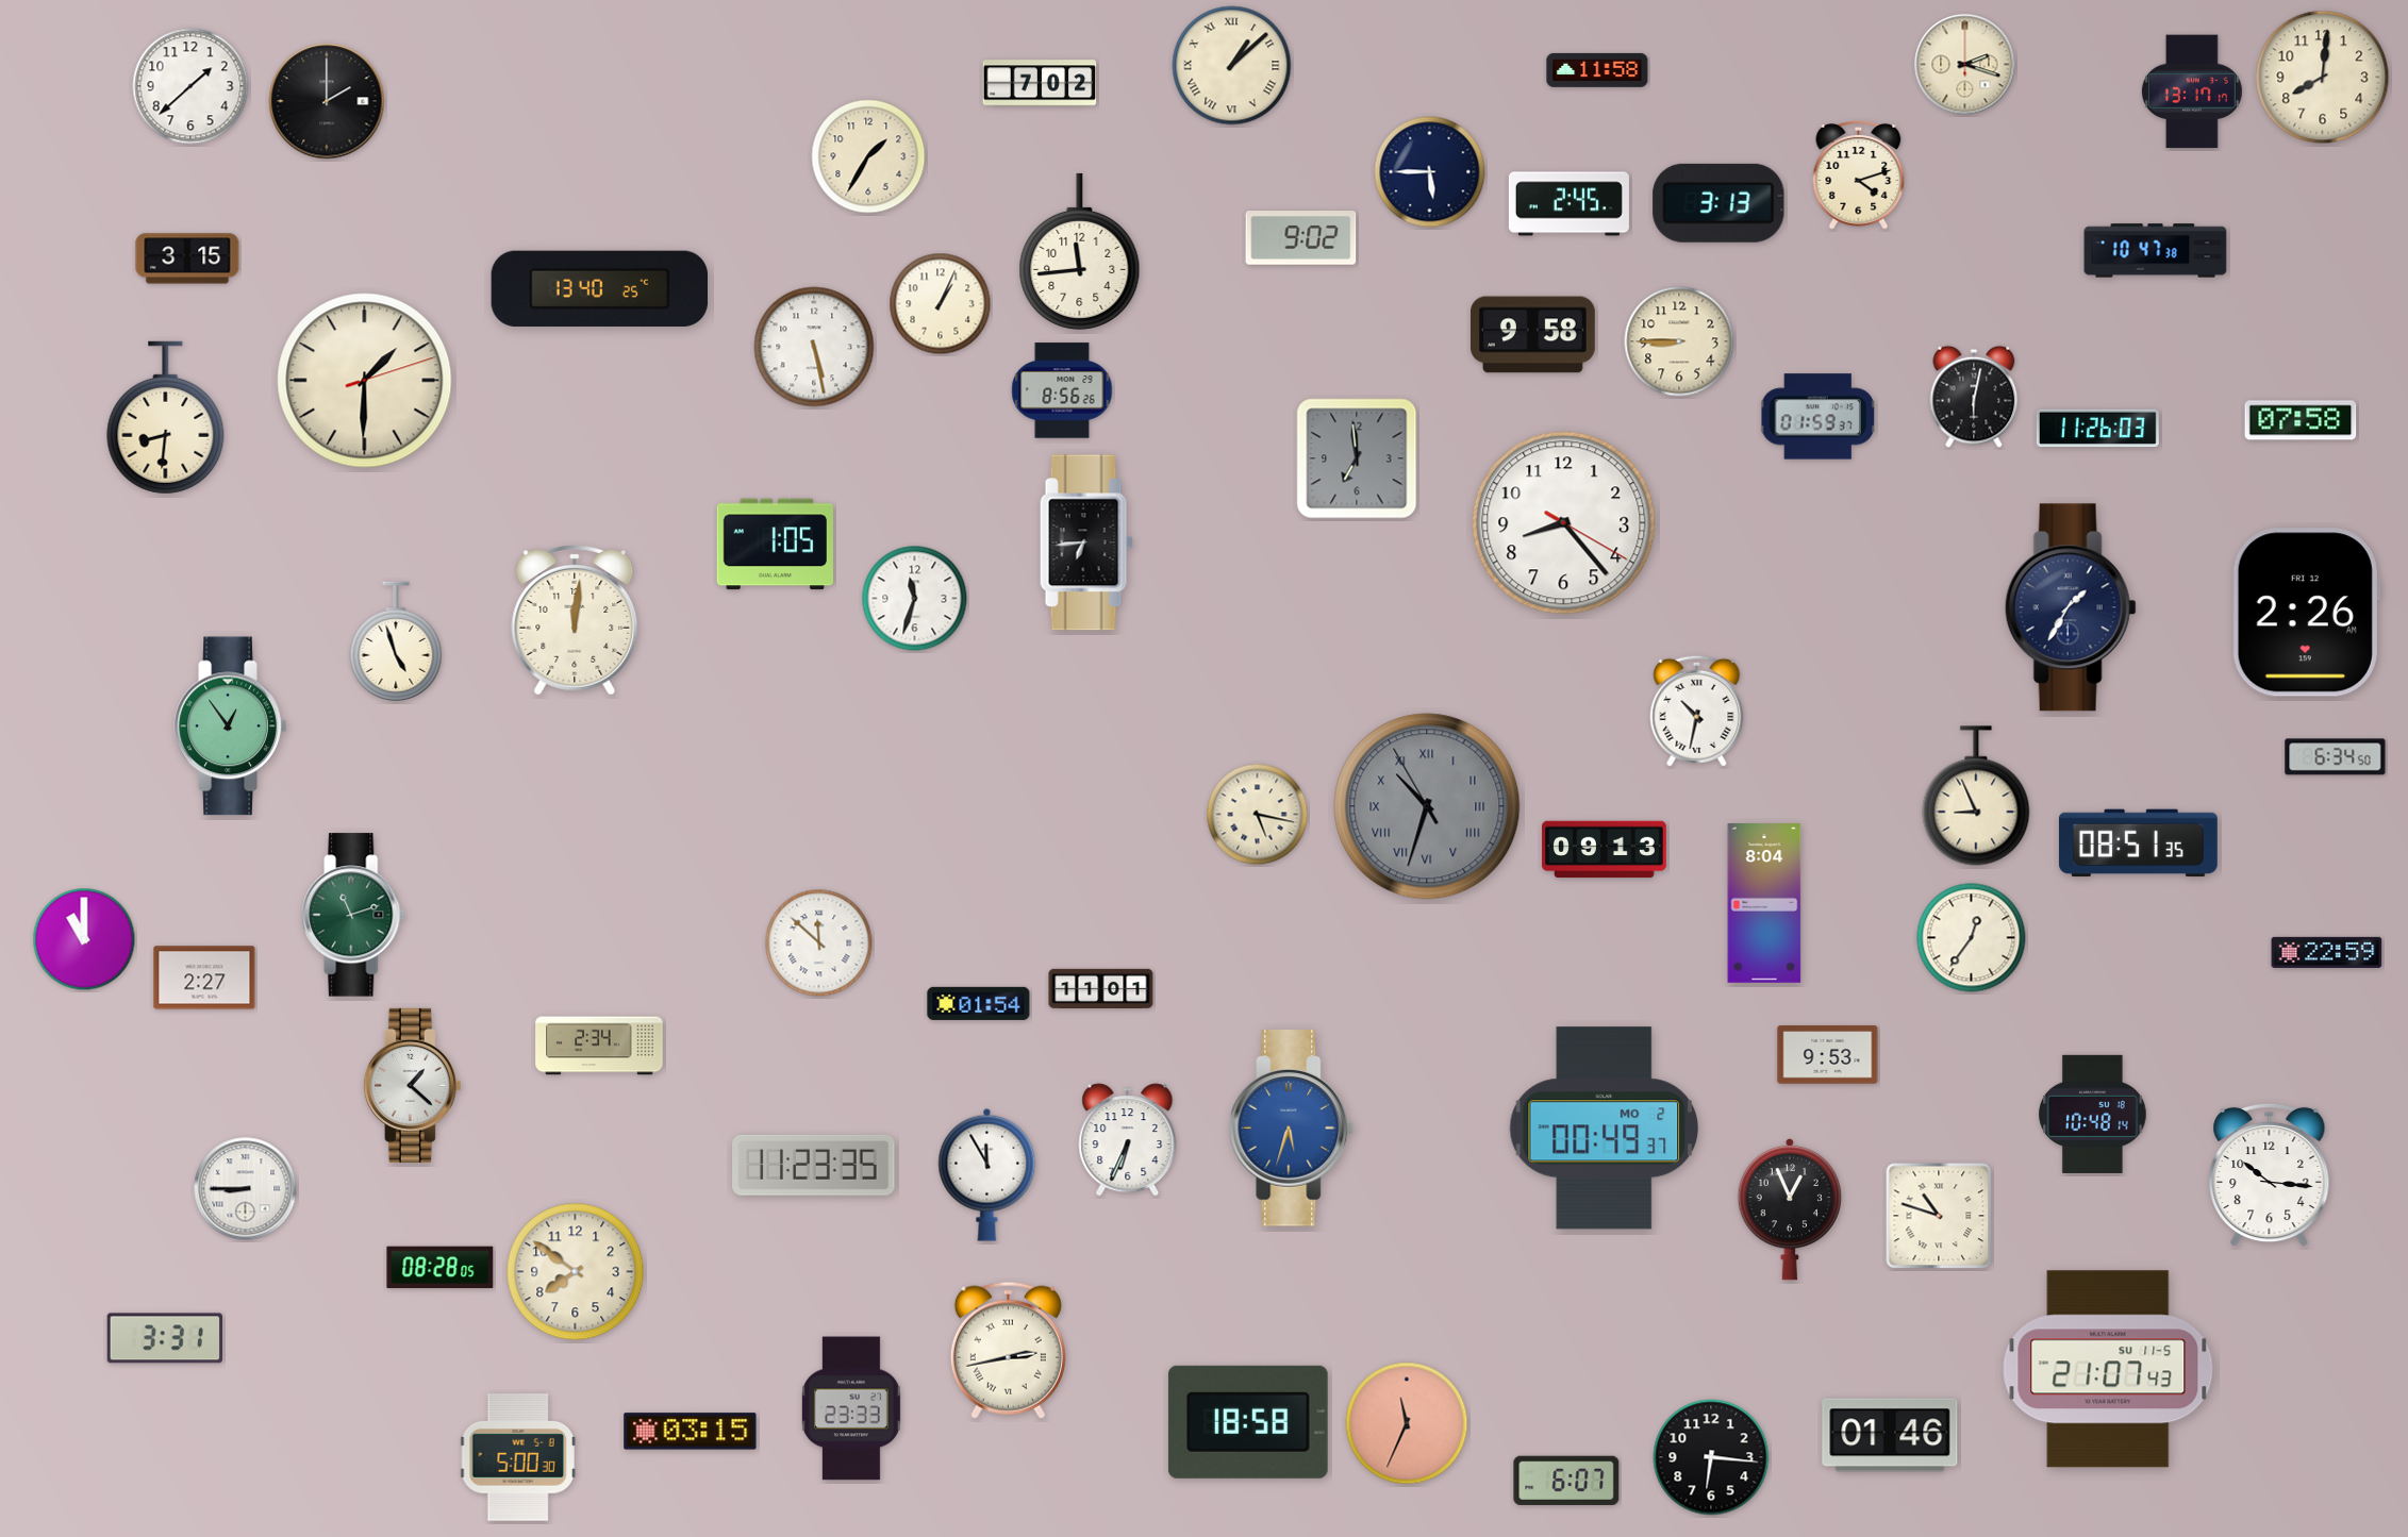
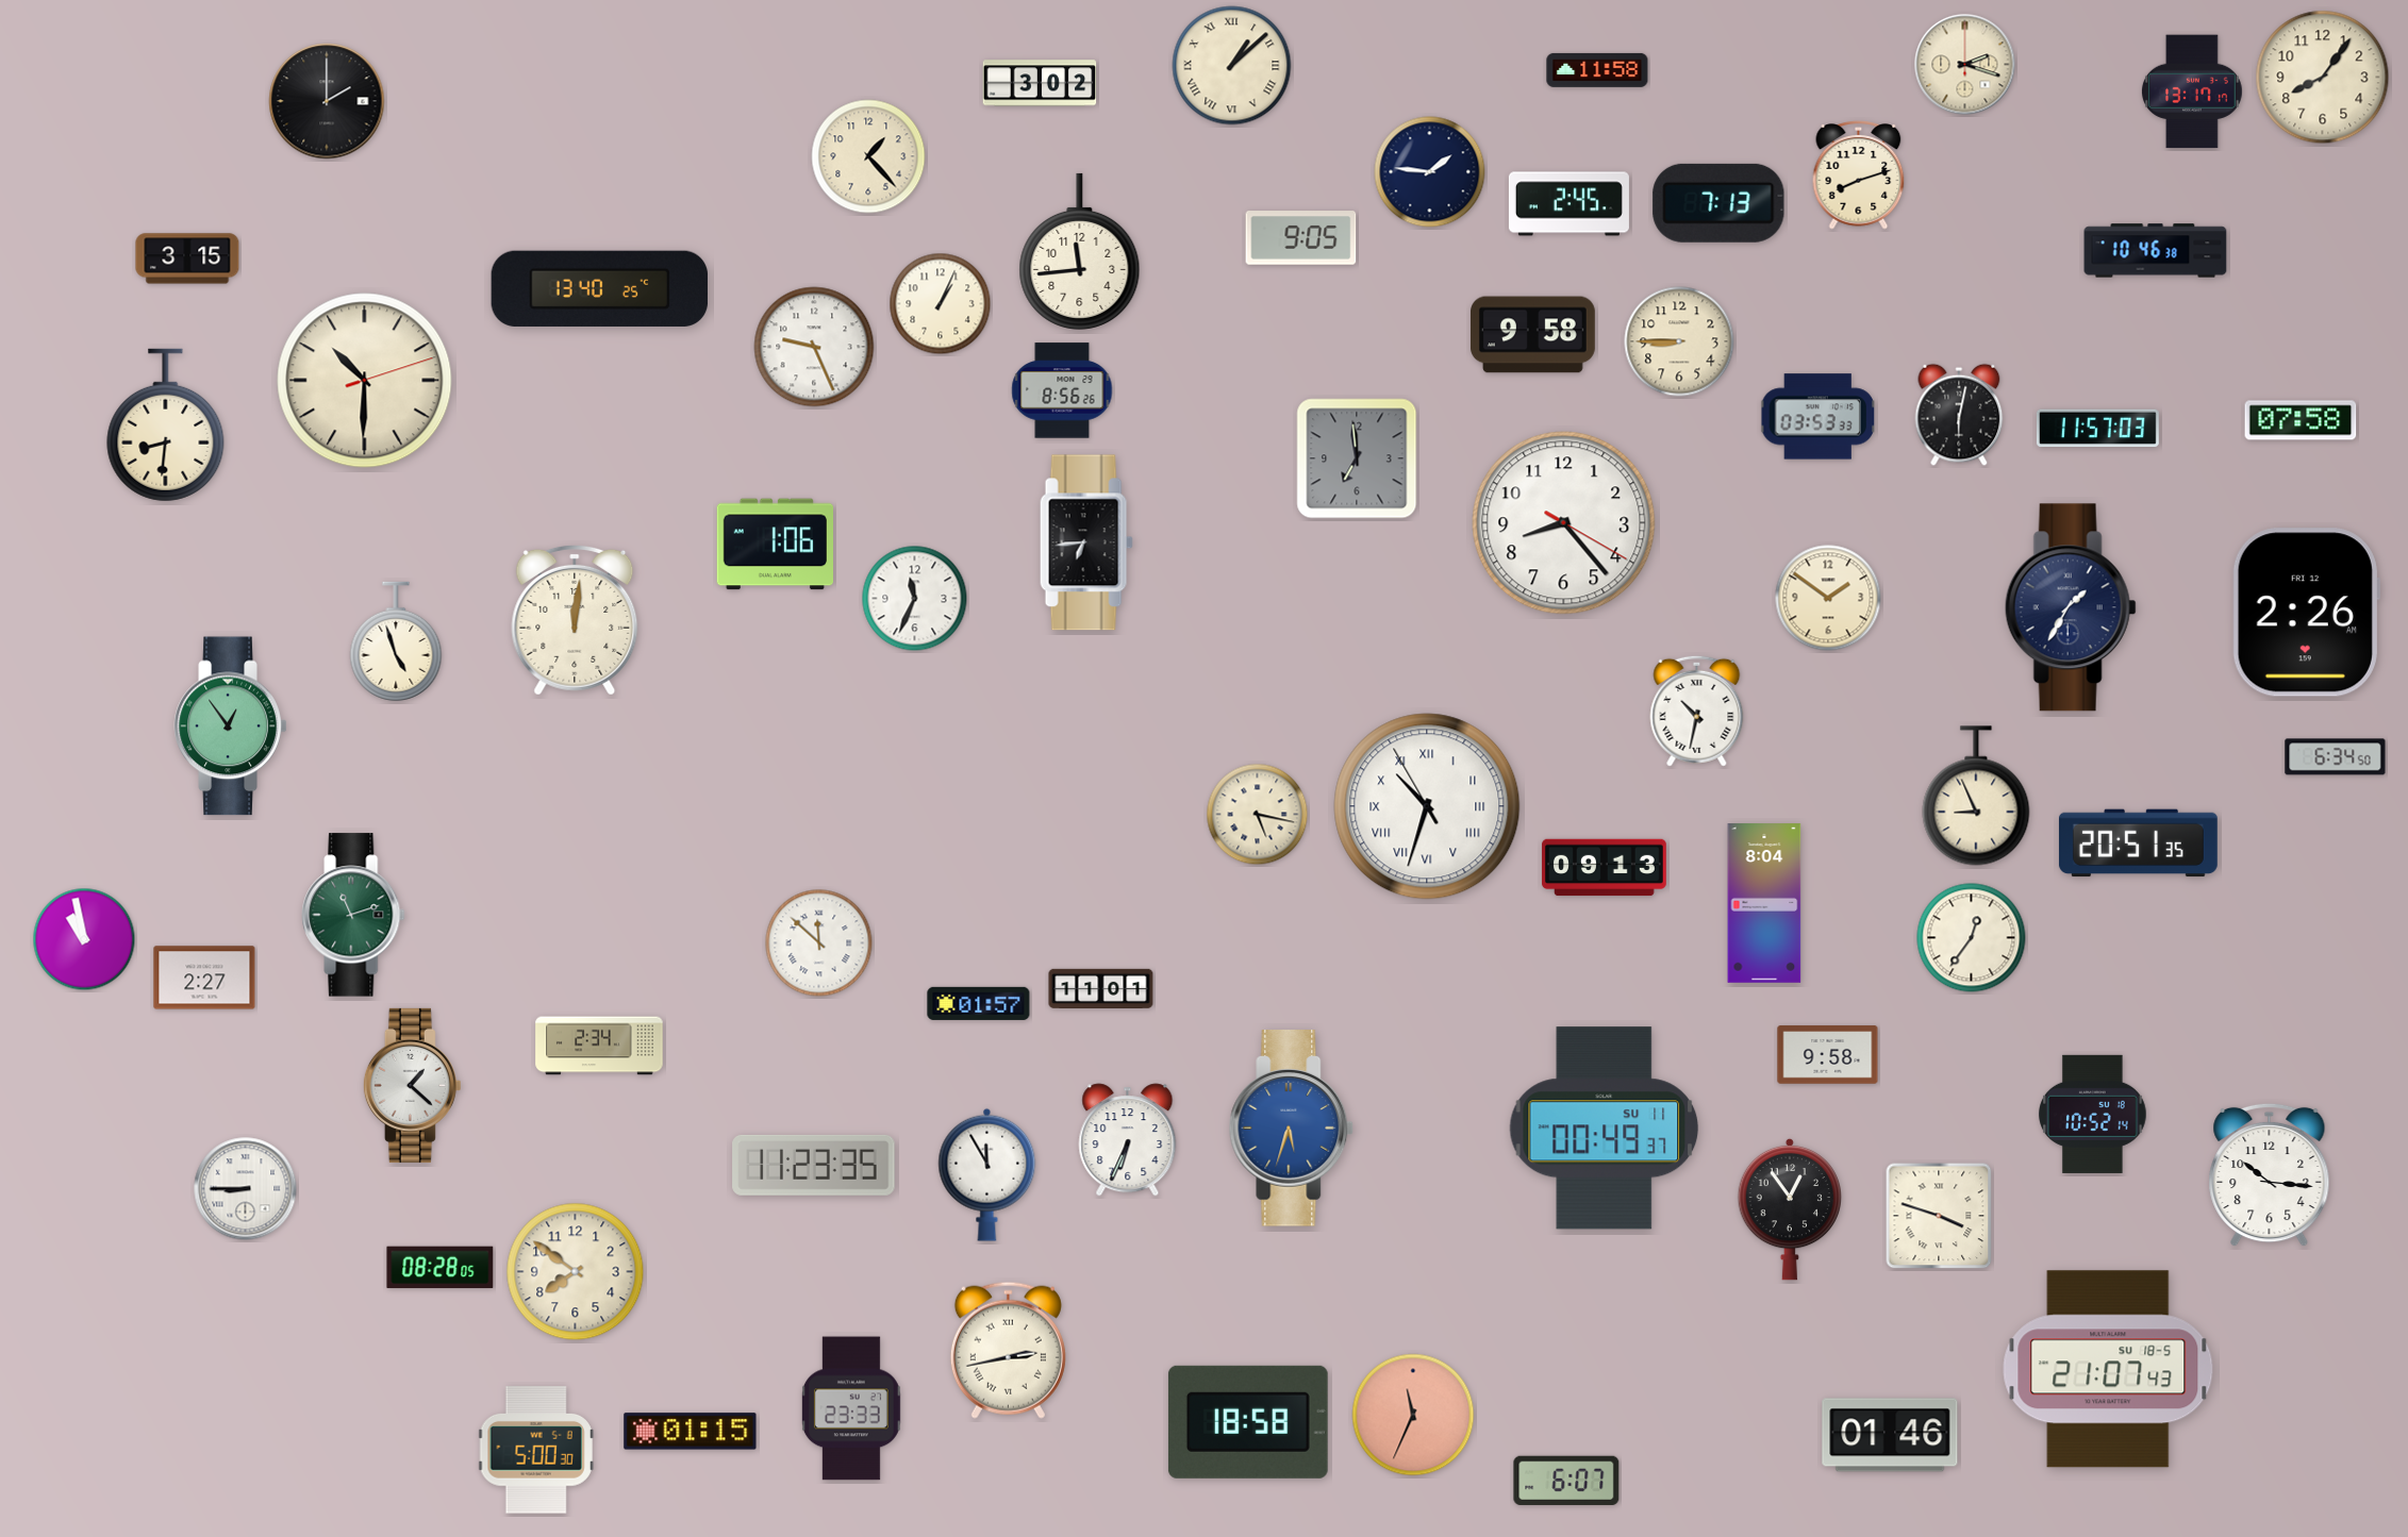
clock at (2323, 78): 8:01 -> 8:06
clock at (1040, 83): 7:02 -> 3:02
clock at (190, 86): 1:38 -> none
clock at (868, 156): 1:35 -> 1:23
clock at (1430, 172): 5:45 -> 1:46
clock at (1859, 176): 4:12 -> 8:12
clock at (1718, 203): 3:13 -> 7:13
clock at (1301, 238): 9:02 -> 9:05
clock at (2156, 251): 10:47 -> 10:46
clock at (814, 347): 5:28 -> 9:26
clock at (365, 381): 1:30 -> 10:30
clock at (1974, 397) position: (1974, 397) -> (1959, 415)
clock at (1817, 417): 01:59 -> 03:53
clock at (166, 418) position: (166, 418) -> (166, 425)
clock at (2097, 429): 11:26 -> 11:57
clock at (775, 545): 1:05 -> 1:06
clock at (1828, 598): none -> 1:51
clock at (915, 599): 11:33 -> 11:34
clock at (1427, 806) dial: grey -> white
clock at (2138, 843): 08:51 -> 20:51
clock at (1605, 850) position: (1605, 850) -> (1605, 868)
clock at (84, 939): 11:00 -> 10:58
clock at (2327, 952): 22:59 -> none
clock at (979, 1003): 01:54 -> 01:57
clock at (1828, 1055): 9:53 -> 9:58
clock at (2093, 1114): 10:48 -> 10:52
clock at (1605, 1129) date: MO 2 -> SU 11
clock at (1789, 1209): 12:56 -> 12:54
clock at (1939, 1216): 10:48 -> 3:48
clock at (164, 1338): 3:31 -> none
clock at (2108, 1369) date: SU 11-5 -> SU 18-5
clock at (1407, 1423) position: (1407, 1423) -> (1413, 1415)
clock at (691, 1432): 03:15 -> 01:15
clock at (518, 1457) position: (518, 1457) -> (536, 1450)
clock at (1711, 1457): 6:16 -> none
